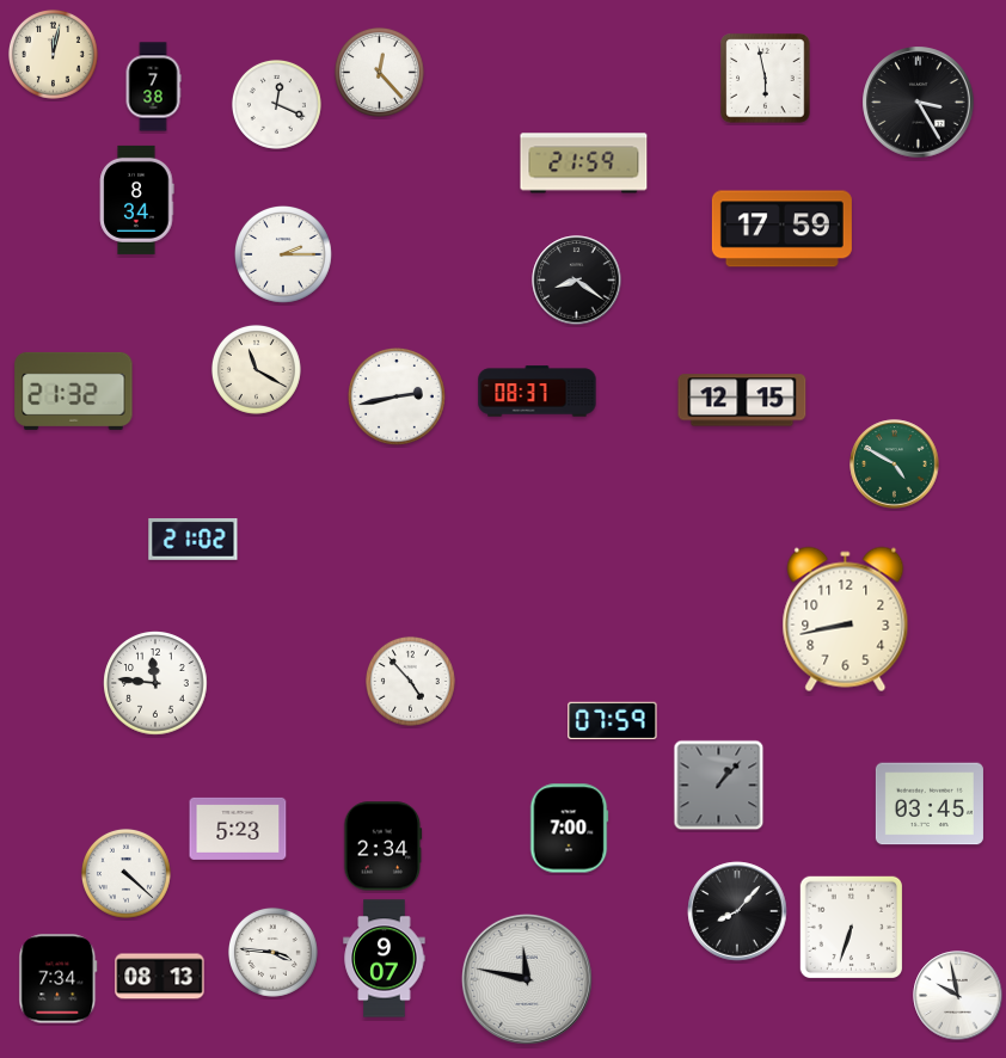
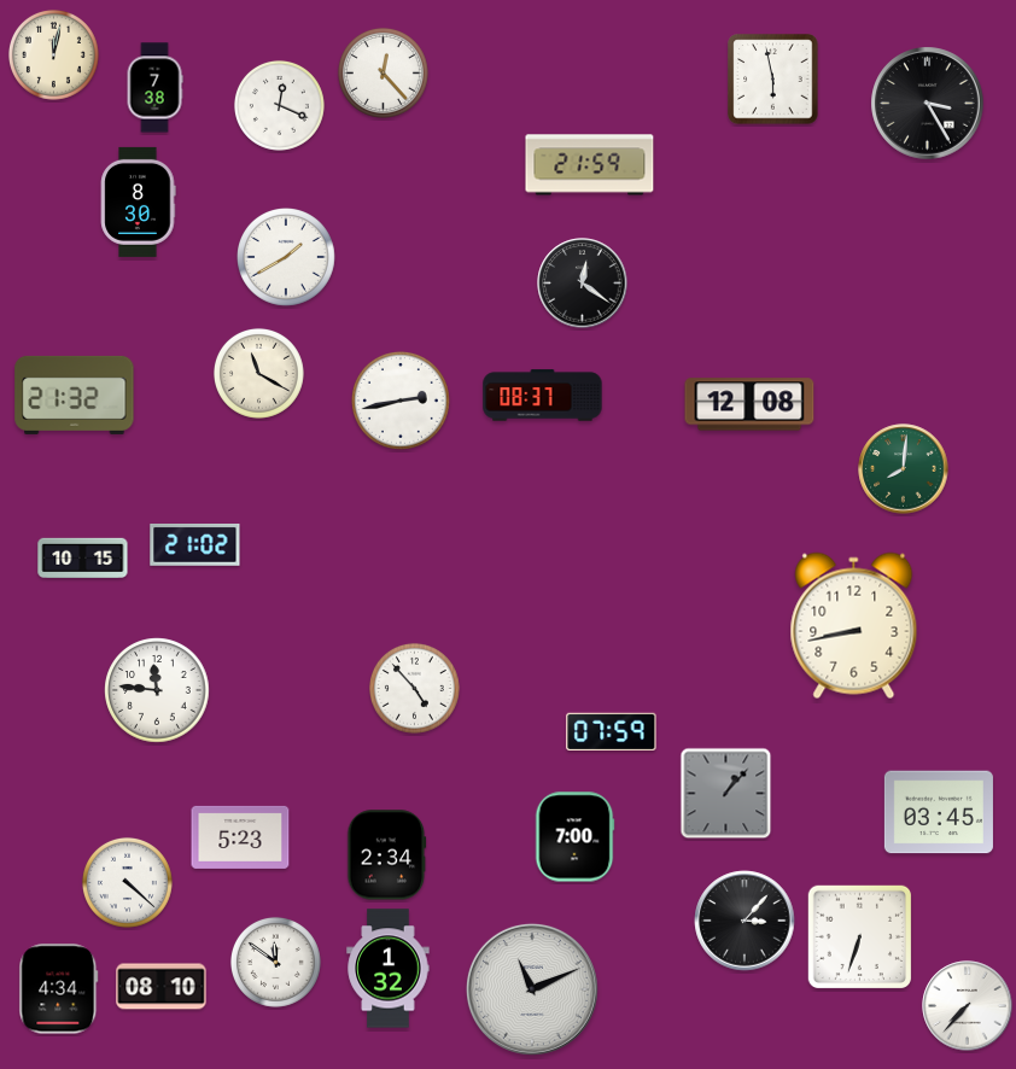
clock at (137, 199): 8:34 -> 8:30
clock at (781, 229): 17:59 -> none
clock at (284, 256): 2:15 -> 1:40
clock at (577, 281): 8:21 -> 12:21
clock at (742, 400): 12:15 -> 12:08
clock at (895, 465): 4:50 -> 8:01
clock at (83, 557): none -> 10:15
clock at (613, 720) position: (613, 720) -> (612, 731)
clock at (737, 911): 8:07 -> 3:07
clock at (272, 952): 3:46 -> 11:51
clock at (385, 959): 9:07 -> 1:32
clock at (160, 977): 08:13 -> 08:10
clock at (59, 979): 7:34 -> 4:34
clock at (527, 979): 11:47 -> 11:11
clock at (958, 996): 9:58 -> 7:37
